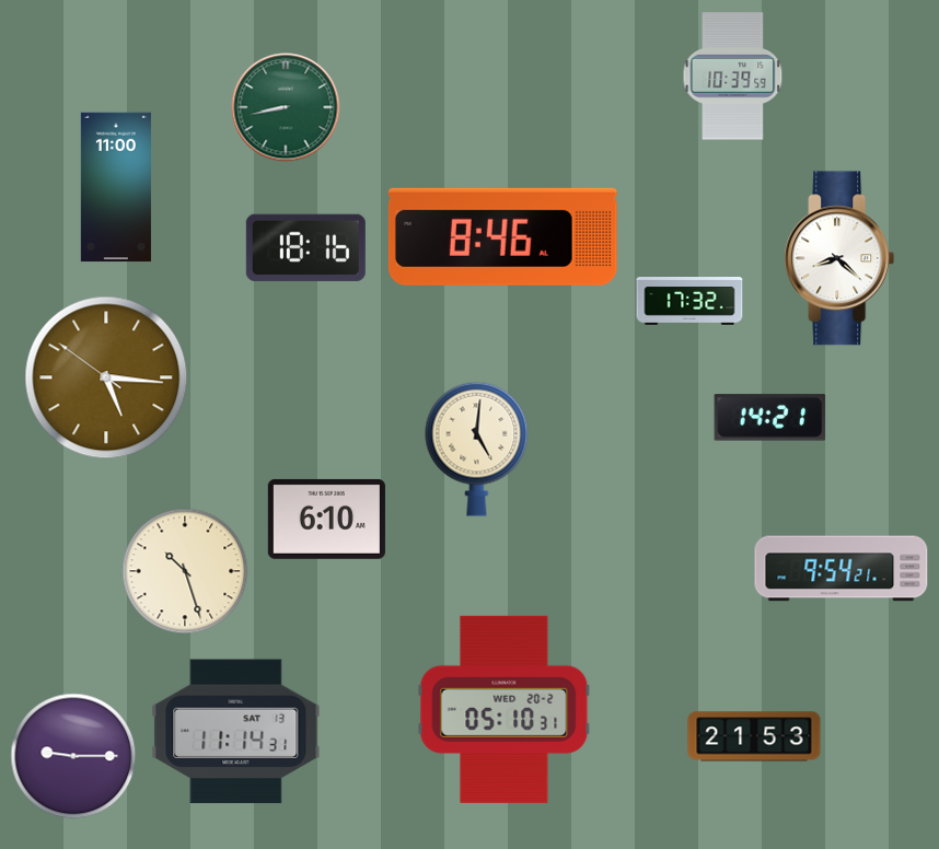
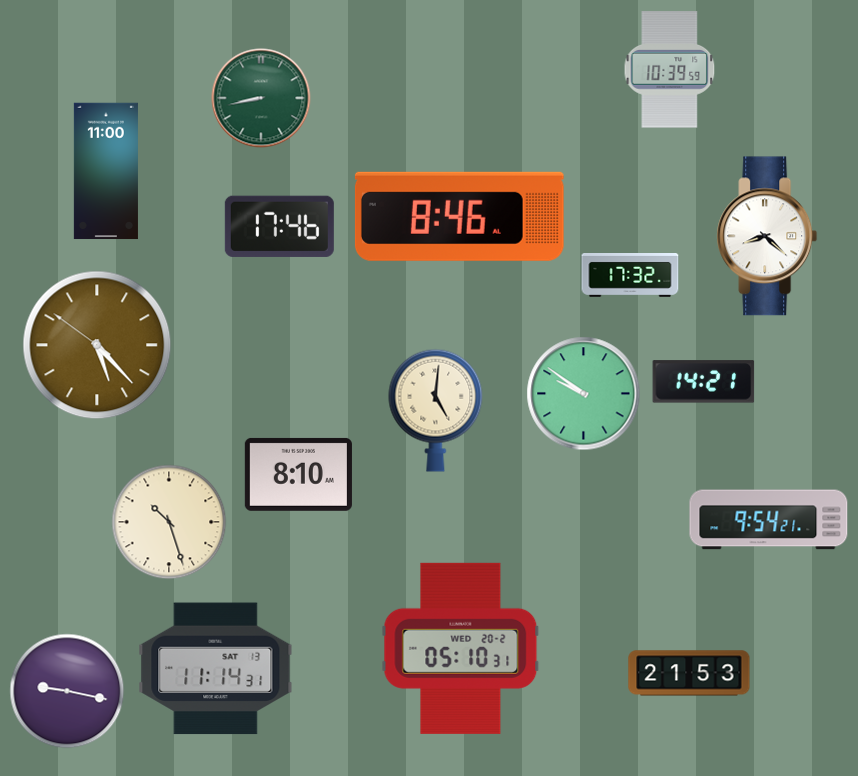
clock at (305, 247): 18:16 -> 17:46
clock at (106, 377): 5:15 -> 5:22
clock at (584, 394): none -> 9:51
clock at (326, 519): 6:10 -> 8:10
clock at (73, 756): 9:15 -> 9:17
